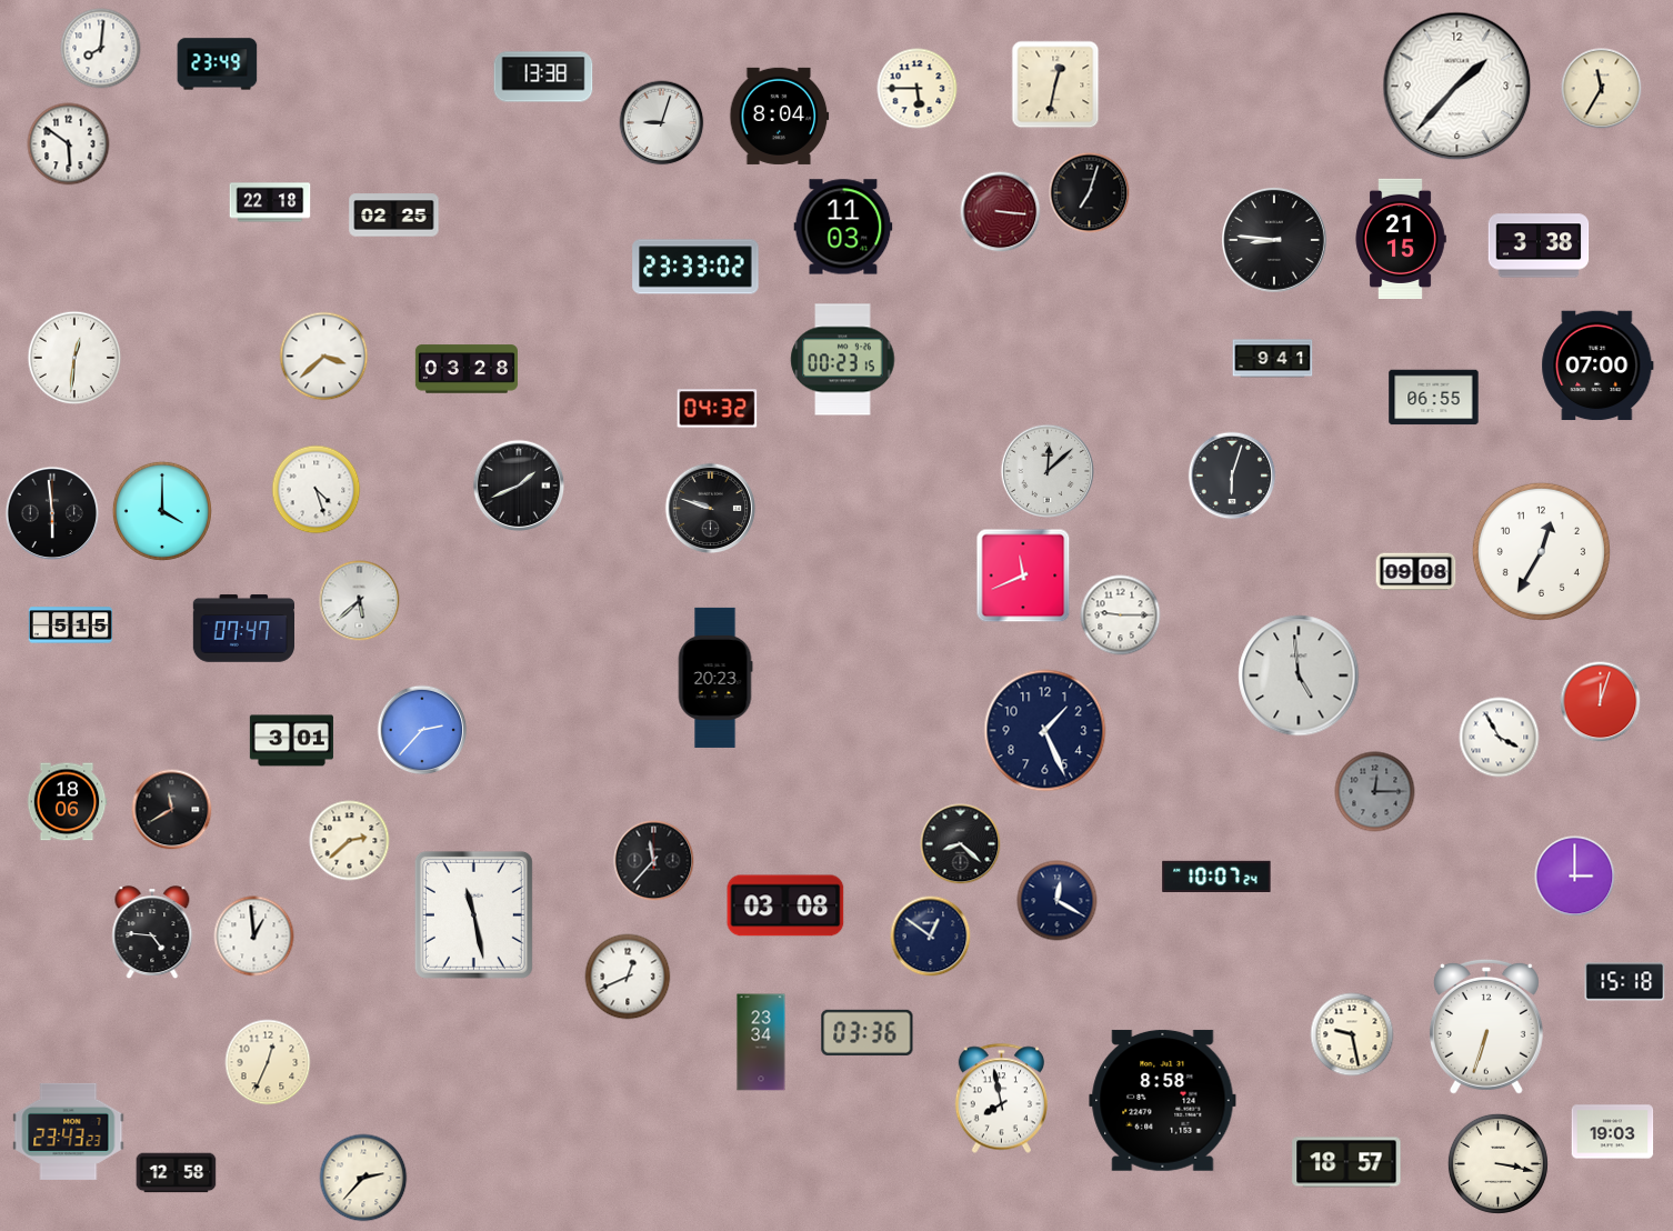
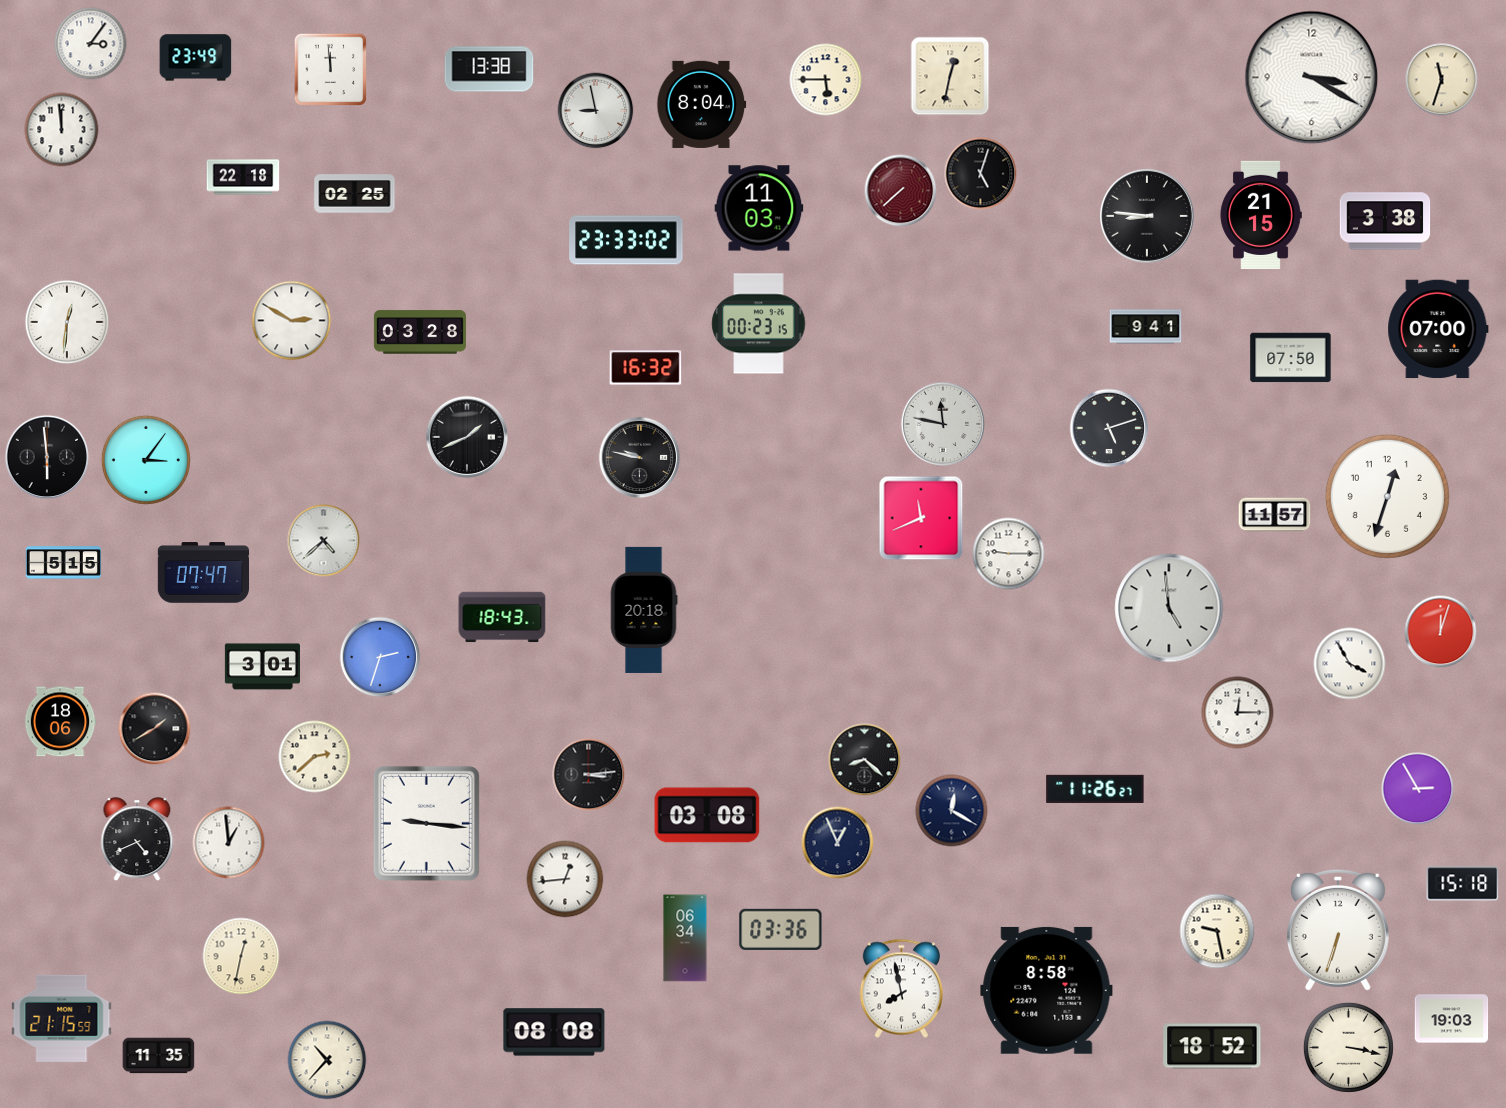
clock at (101, 49): 8:01 -> 3:06
clock at (331, 70): none -> 11:59
clock at (1457, 87): 1:37 -> 3:20
clock at (1602, 89): 11:35 -> 11:33
clock at (662, 123): 9:03 -> 8:58
clock at (69, 144): 5:51 -> 11:59
clock at (1090, 193): 7:03 -> 5:03
clock at (270, 202) position: (270, 202) -> (243, 177)
clock at (1001, 212): 3:16 -> 7:38
clock at (843, 227) position: (843, 227) -> (759, 208)
clock at (324, 357): 3:38 -> 2:50
clock at (1273, 359) position: (1273, 359) -> (1146, 327)
clock at (1434, 398): 06:55 -> 07:50
clock at (718, 409): 04:32 -> 16:32
clock at (1046, 470): 12:08 -> 11:47
clock at (1232, 476): 6:03 -> 5:12
clock at (317, 490): 4:27 -> none
clock at (711, 509): 9:48 -> 9:47
clock at (162, 511): 4:00 -> 3:06
clock at (51, 512) position: (51, 512) -> (46, 456)
clock at (1541, 551): 12:35 -> 12:33
clock at (1416, 572): 09:08 -> 11:57
clock at (360, 601): 5:38 -> 4:38
clock at (243, 629) position: (243, 629) -> (203, 573)
clock at (715, 678): 20:23 -> 20:18
clock at (502, 617): none -> 18:43
clock at (422, 730): 2:37 -> 2:33
clock at (1045, 731): 1:26 -> none
clock at (1375, 792) dial: grey -> white
clock at (172, 810): 11:40 -> 1:40
clock at (654, 861): 11:37 -> 3:14
clock at (1216, 877): 10:07 -> 11:26
clock at (1575, 877): 3:00 -> 2:55
clock at (473, 914): 11:28 -> 9:16
clock at (152, 933): 4:46 -> 4:41
clock at (931, 937): 12:51 -> 12:56
clock at (628, 977): 12:41 -> 12:44
clock at (1486, 1027) position: (1486, 1027) -> (1338, 930)
clock at (761, 1042): 23:34 -> 06:34
clock at (268, 1062): 12:34 -> 12:32
clock at (69, 1131): 23:43 -> 21:15
clock at (554, 1032): none -> 08:08
clock at (1346, 1162): 18:57 -> 18:52
clock at (177, 1173): 12:58 -> 11:35
clock at (363, 1178): 2:37 -> 10:37
